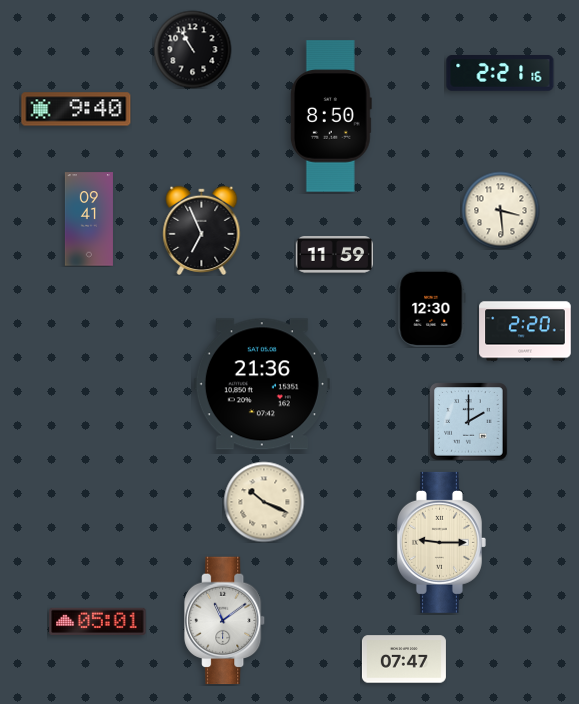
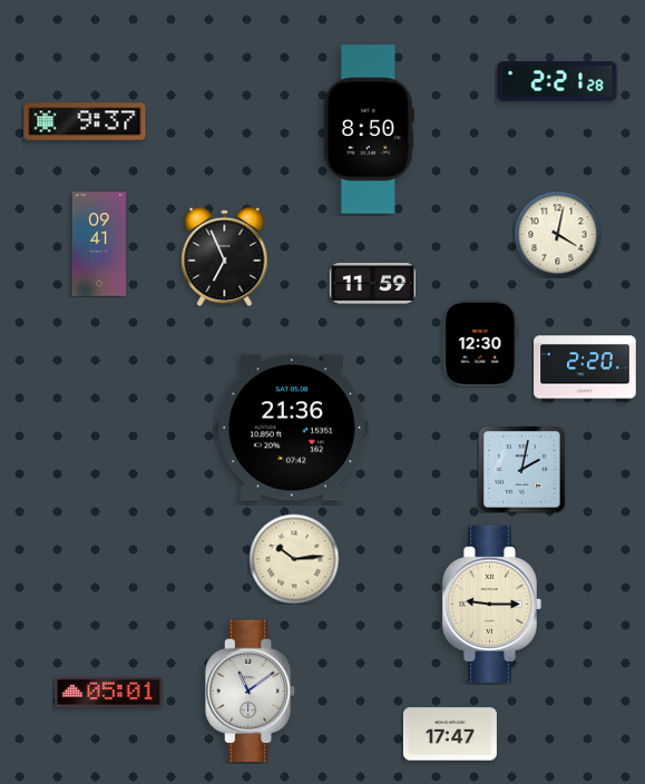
clock at (192, 49): 10:55 -> none
clock at (500, 73): 2:21:16 -> 2:21:28
clock at (76, 109): 9:40 -> 9:37
clock at (500, 210): 3:29 -> 4:02
clock at (468, 421): 2:00 -> 2:02
clock at (264, 502): 10:19 -> 10:14
clock at (404, 659): 07:47 -> 17:47
